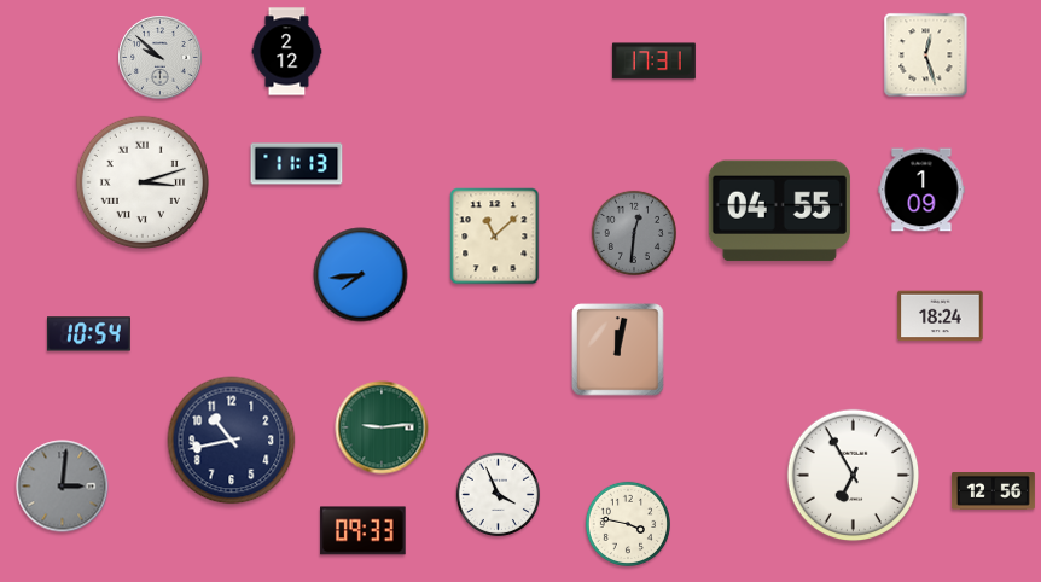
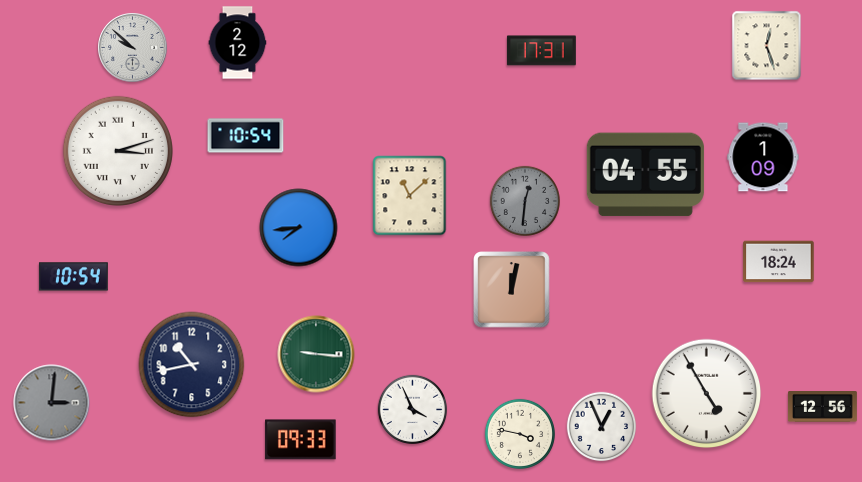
clock at (297, 164): 11:13 -> 10:54
clock at (634, 233) position: (634, 233) -> (525, 201)
clock at (382, 427): 9:14 -> 9:16
clock at (854, 476): 6:55 -> 4:55
clock at (602, 427): none -> 12:56
